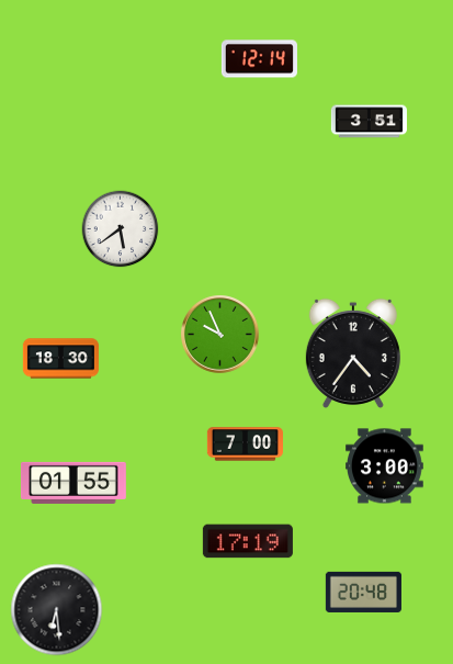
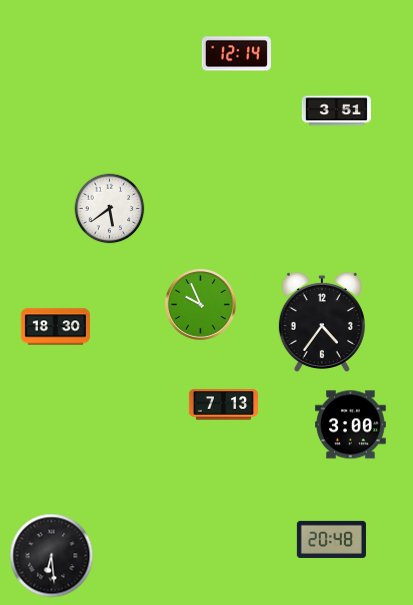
clock at (245, 444): 7:00 -> 7:13
clock at (73, 483): 01:55 -> none
clock at (248, 541): 17:19 -> none
